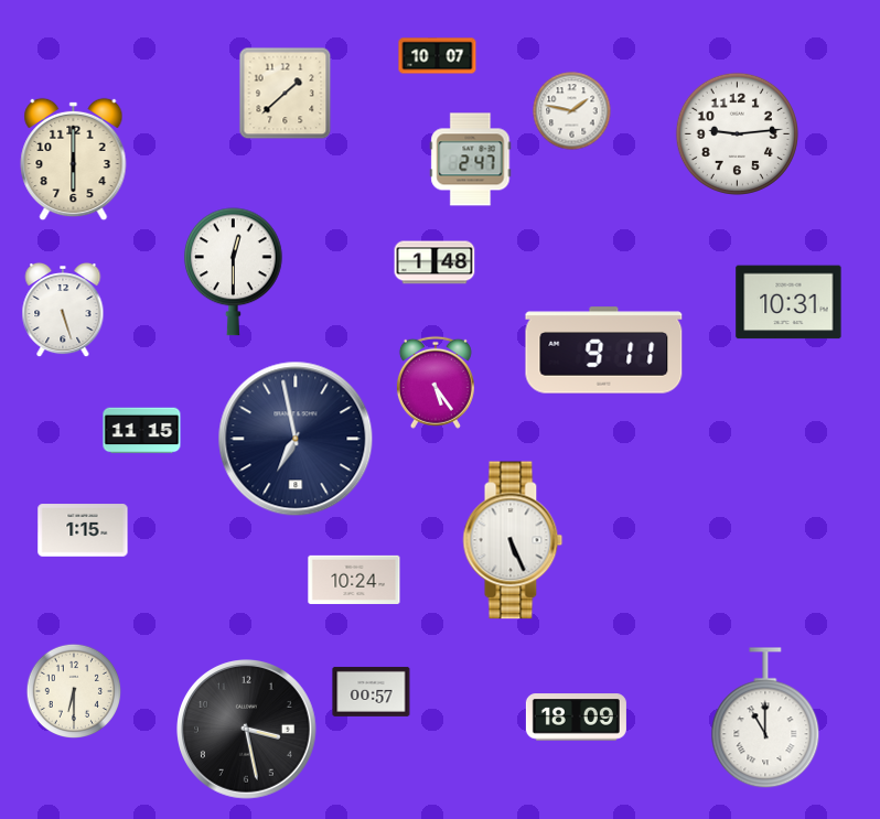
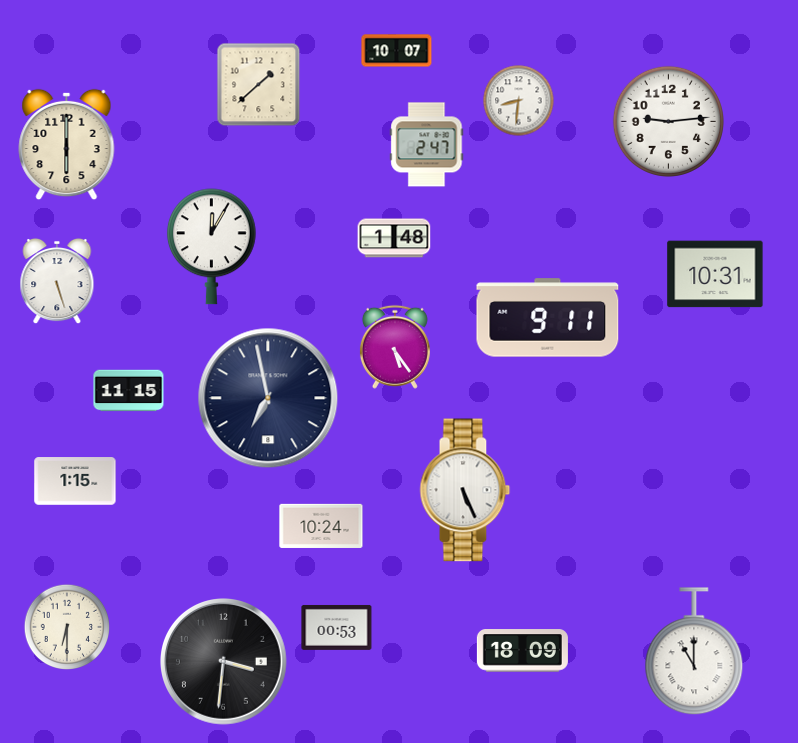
clock at (572, 111): 1:47 -> 8:31
clock at (233, 272): 12:30 -> 12:05
clock at (372, 691): 00:57 -> 00:53
clock at (247, 730): 3:28 -> 3:31
